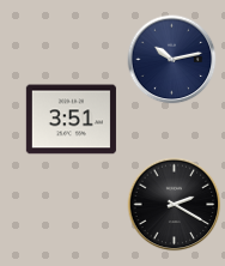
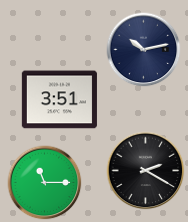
clock at (45, 183): none -> 11:15
